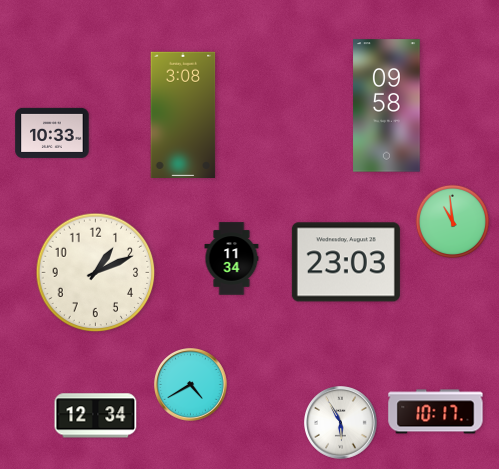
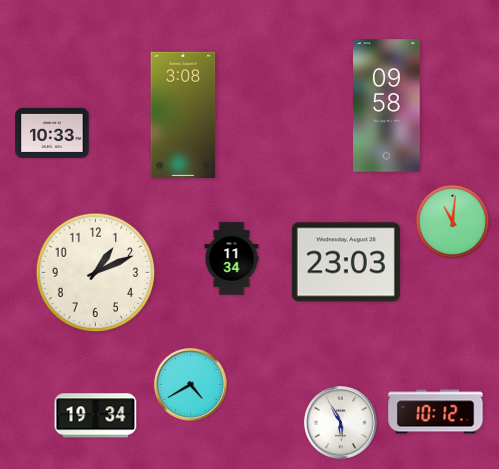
clock at (452, 221): 10:59 -> 11:01
clock at (436, 412): 10:17 -> 10:12
clock at (96, 416): 12:34 -> 19:34
